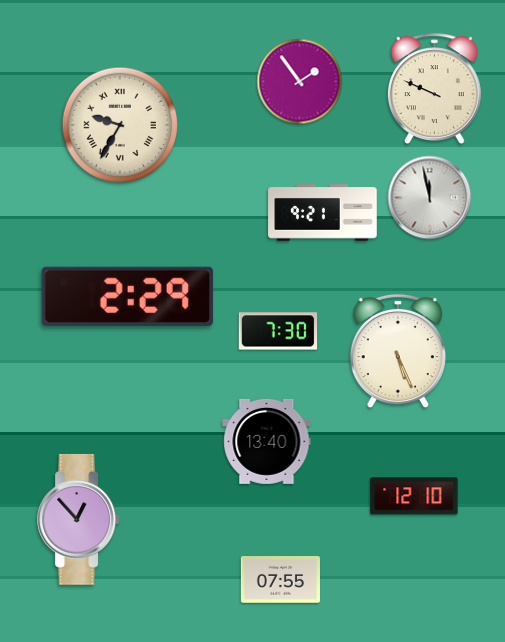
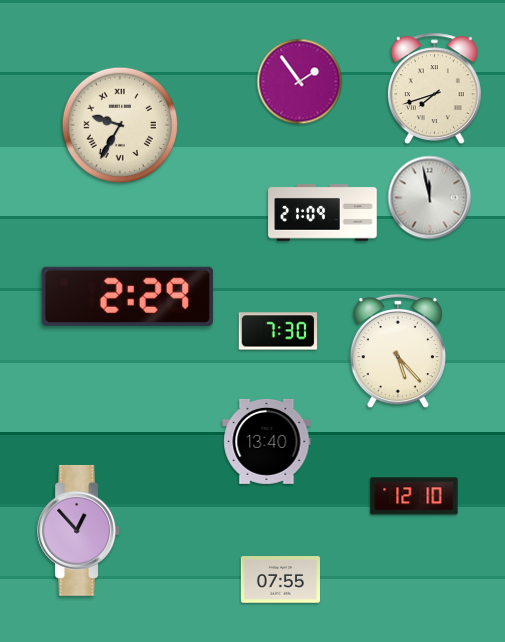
clock at (434, 88): 9:49 -> 7:42
clock at (323, 213): 9:21 -> 21:09
clock at (398, 351): 5:26 -> 5:23
clock at (78, 519) position: (78, 519) -> (78, 530)
